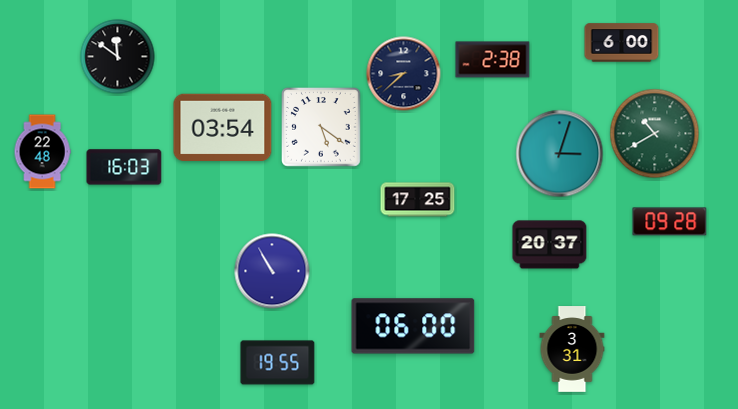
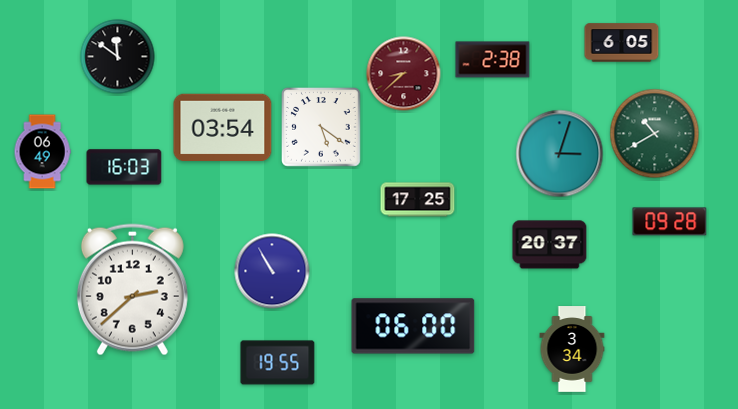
clock at (622, 43): 6:00 -> 6:05
clock at (404, 74) dial: navy -> burgundy
clock at (42, 152): 22:48 -> 06:49
clock at (132, 290): none -> 2:38
clock at (572, 349): 3:31 -> 3:34
